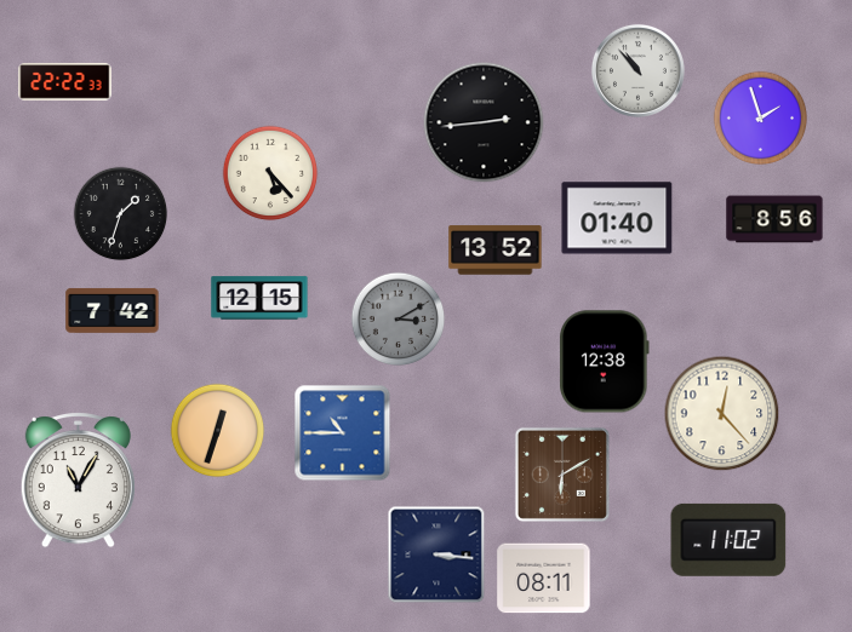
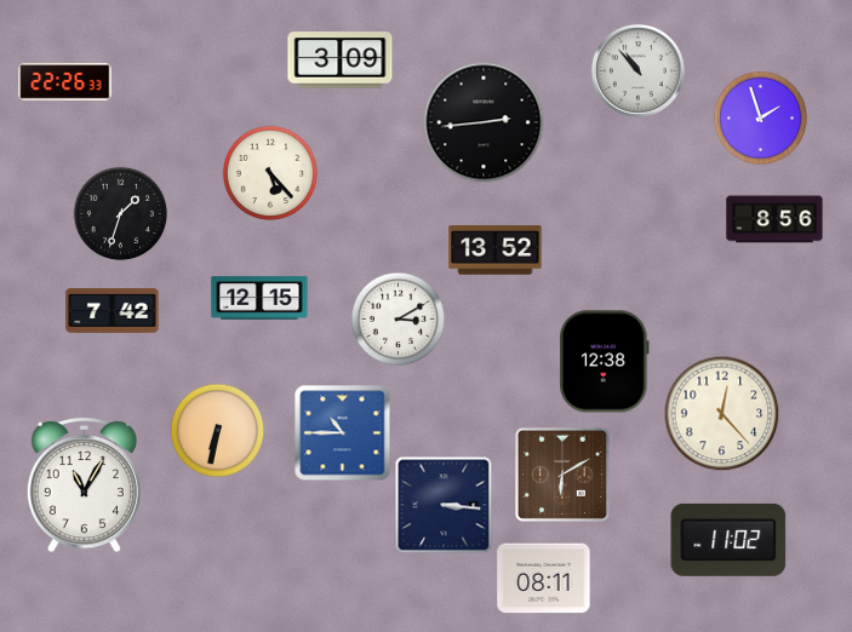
clock at (341, 61): none -> 3:09
clock at (65, 82): 22:22 -> 22:26
clock at (617, 218): 01:40 -> none
clock at (398, 318) dial: grey -> white
clock at (217, 430): 12:33 -> 6:32
clock at (78, 481) position: (78, 481) -> (84, 486)
clock at (436, 555) position: (436, 555) -> (444, 505)
